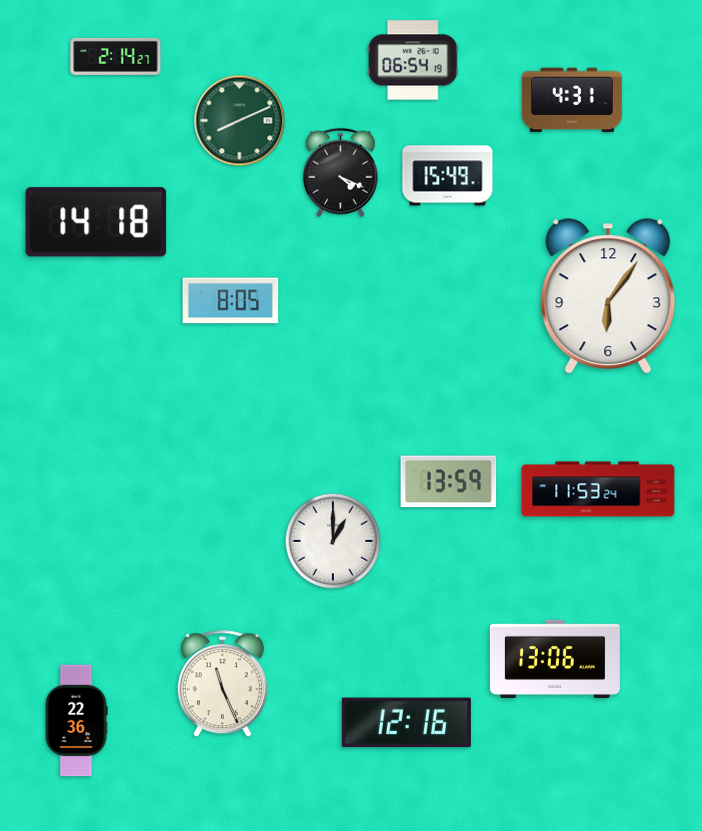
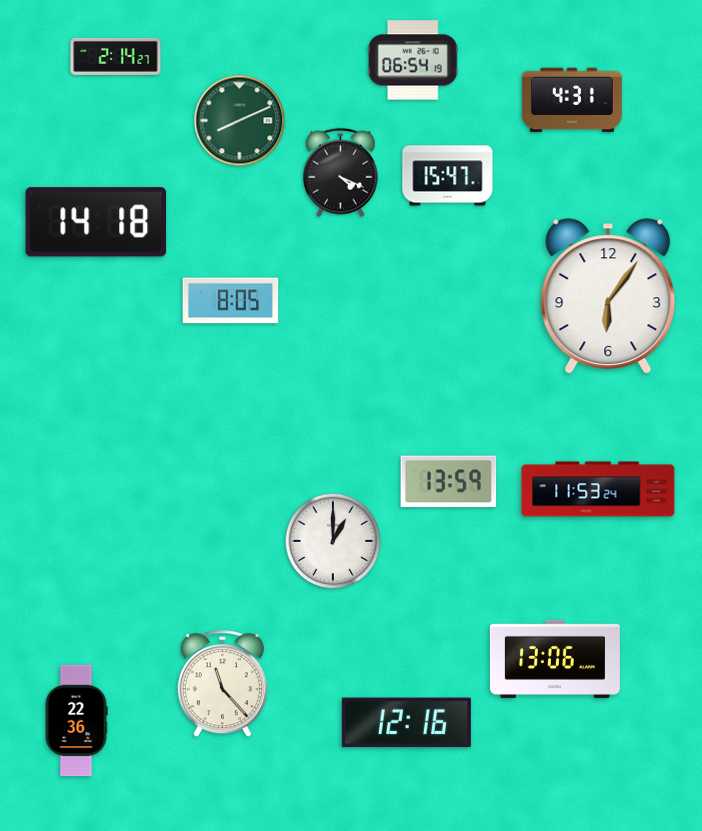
clock at (448, 176): 15:49 -> 15:47
clock at (222, 684): 11:26 -> 11:23
